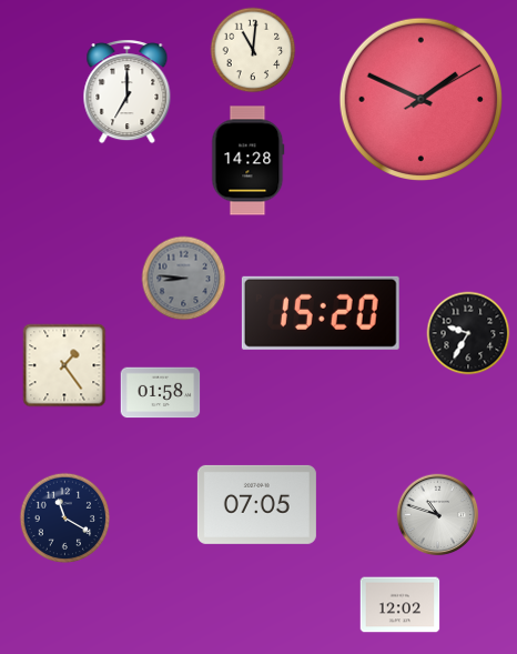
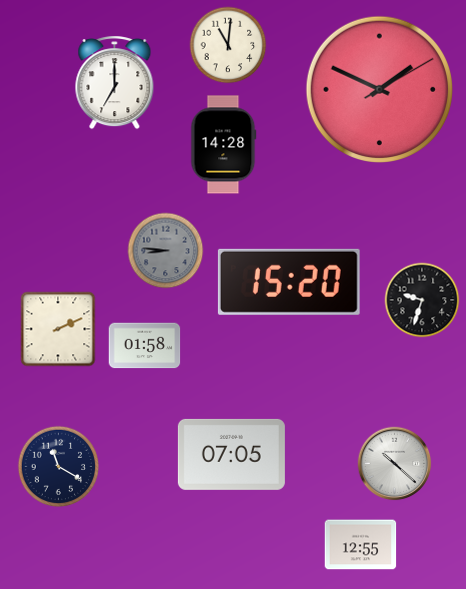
clock at (468, 333): 9:35 -> 9:33
clock at (64, 365): 1:24 -> 2:11
clock at (161, 393) position: (161, 393) -> (145, 346)
clock at (438, 515): 10:48 -> 10:22
clock at (401, 605): 12:02 -> 12:55
